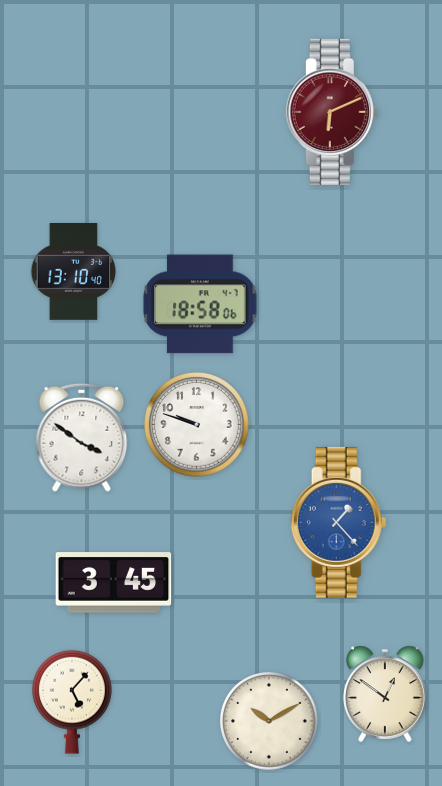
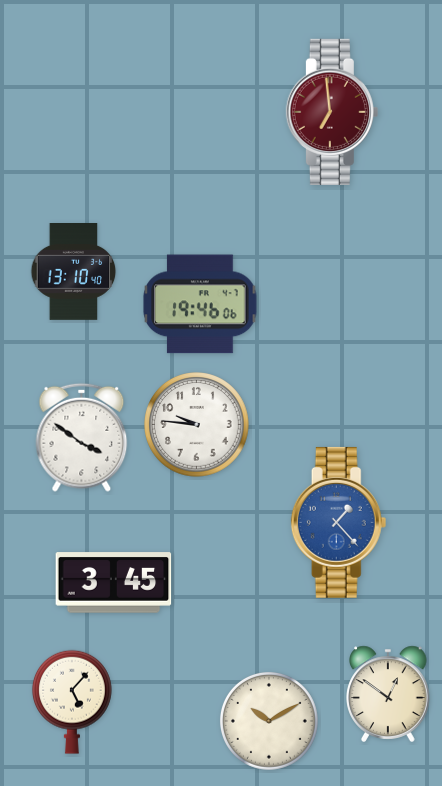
clock at (332, 112): 6:11 -> 6:59
clock at (200, 304): 18:58 -> 19:46
clock at (197, 425): 9:48 -> 9:46
clock at (385, 694) position: (385, 694) -> (388, 694)
